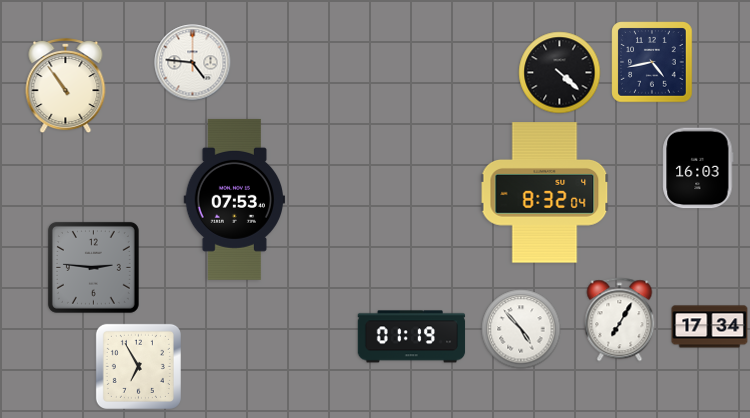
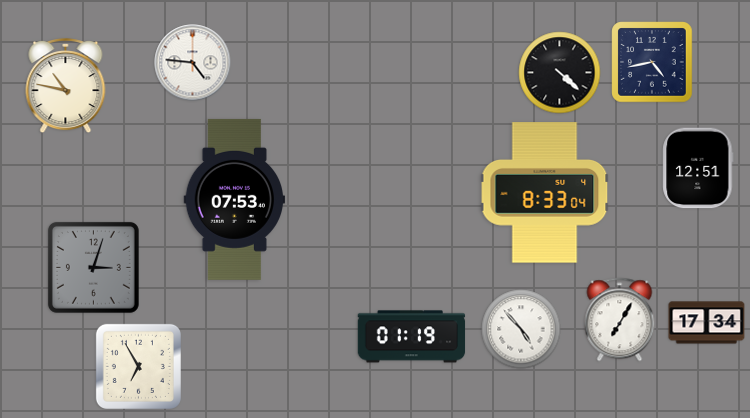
clock at (66, 87): 10:54 -> 10:47
clock at (698, 168): 16:03 -> 12:51
clock at (545, 193): 8:32 -> 8:33
clock at (93, 267): 2:46 -> 3:03
clock at (710, 327) position: (710, 327) -> (707, 323)
